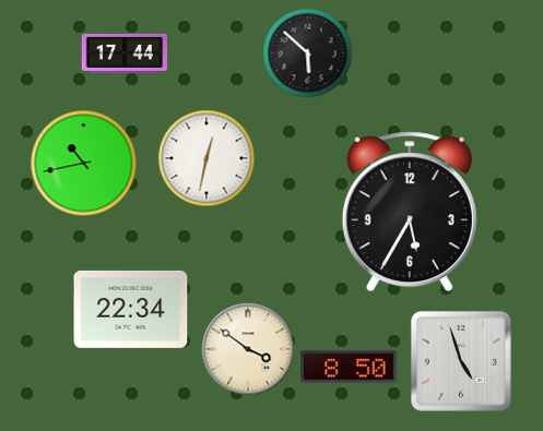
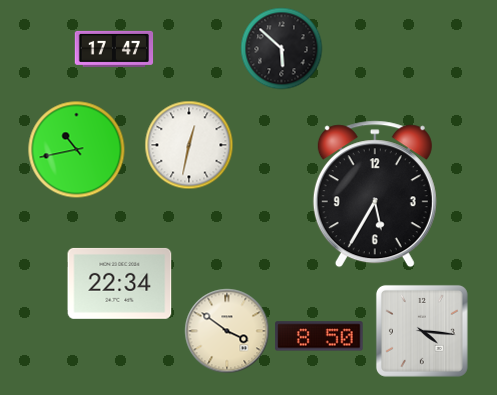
clock at (125, 53): 17:44 -> 17:47
clock at (248, 349) position: (248, 349) -> (227, 331)
clock at (461, 361): 4:57 -> 4:16
